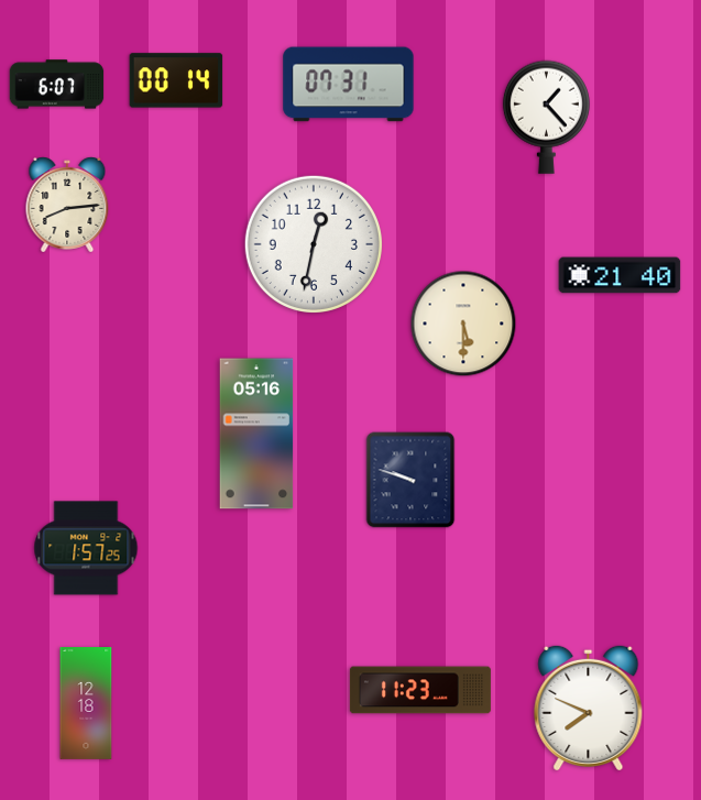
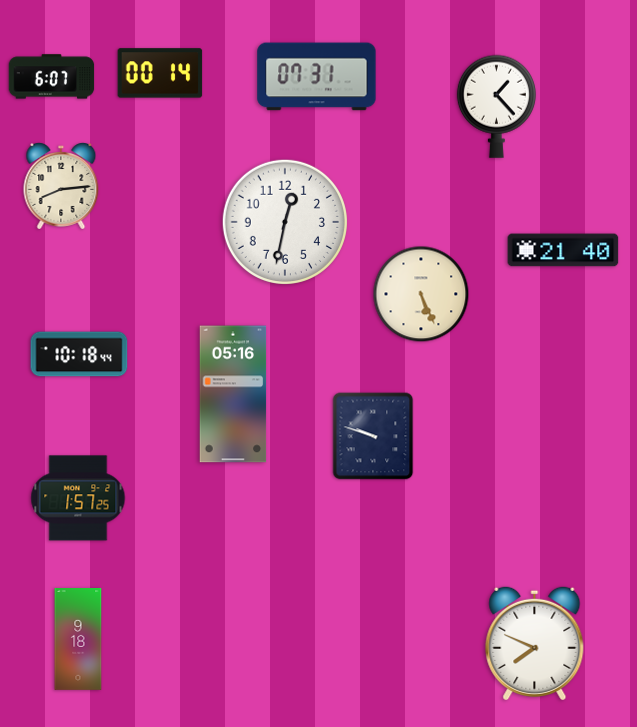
clock at (463, 324): 5:30 -> 5:26
clock at (79, 354): none -> 10:18
clock at (420, 690): 11:23 -> none
clock at (86, 704): 12:18 -> 9:18
